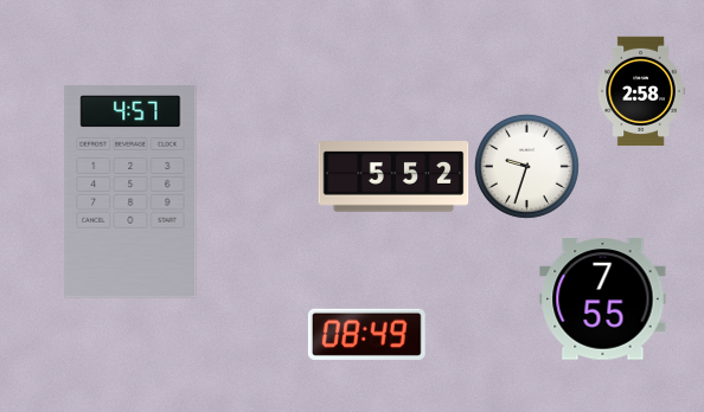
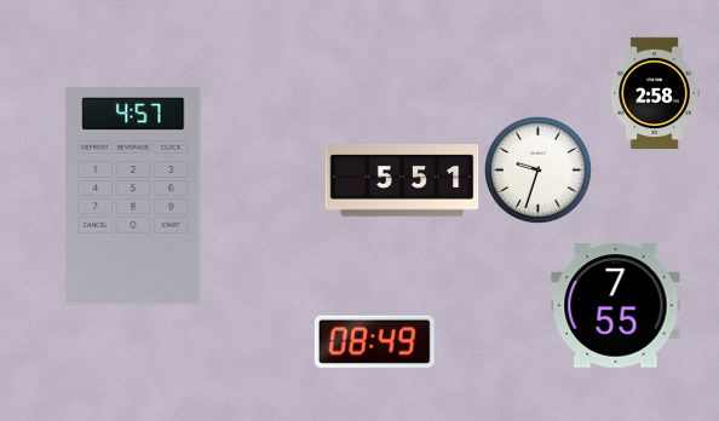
clock at (393, 176): 5:52 -> 5:51
